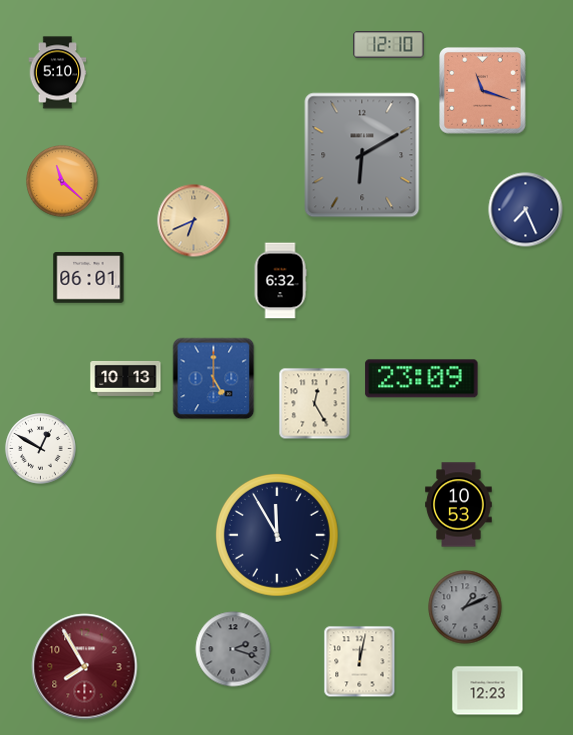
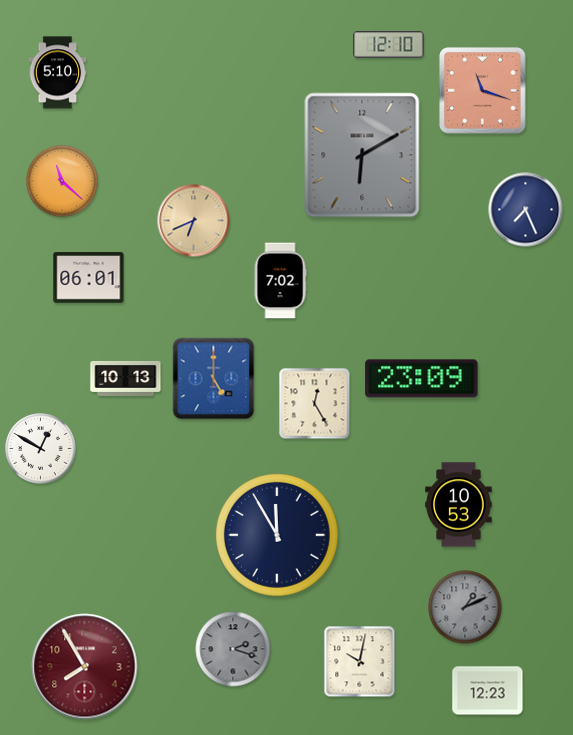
clock at (280, 281): 6:32 -> 7:02
clock at (360, 662): 12:02 -> 10:02
